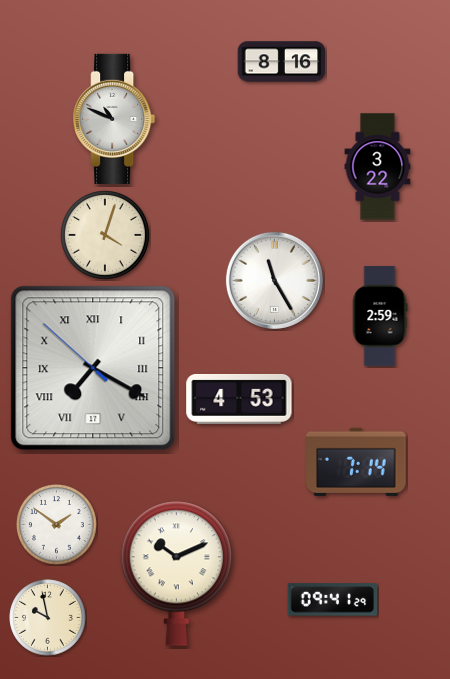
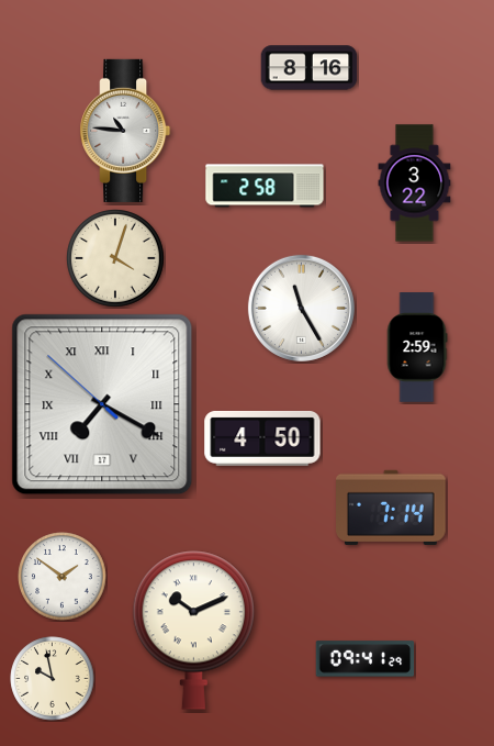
clock at (114, 119): 10:49 -> 10:46
clock at (265, 186): none -> 2:58
clock at (239, 399): 4:53 -> 4:50
